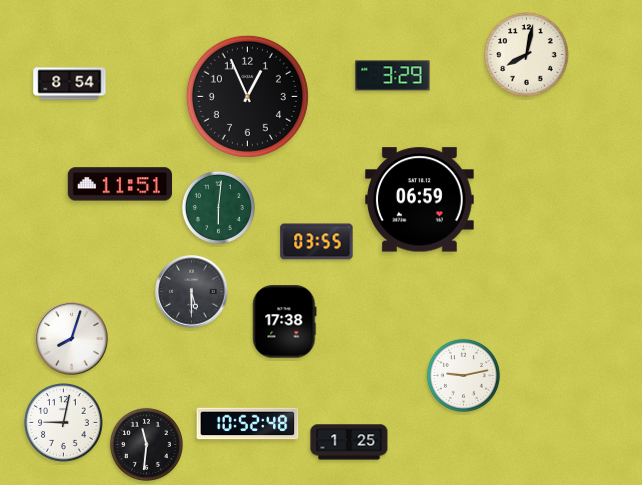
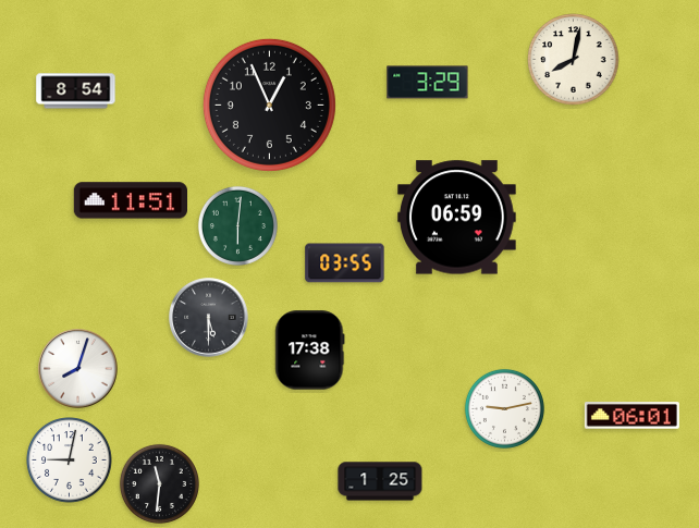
clock at (631, 416): none -> 06:01
clock at (248, 424): 10:52 -> none
